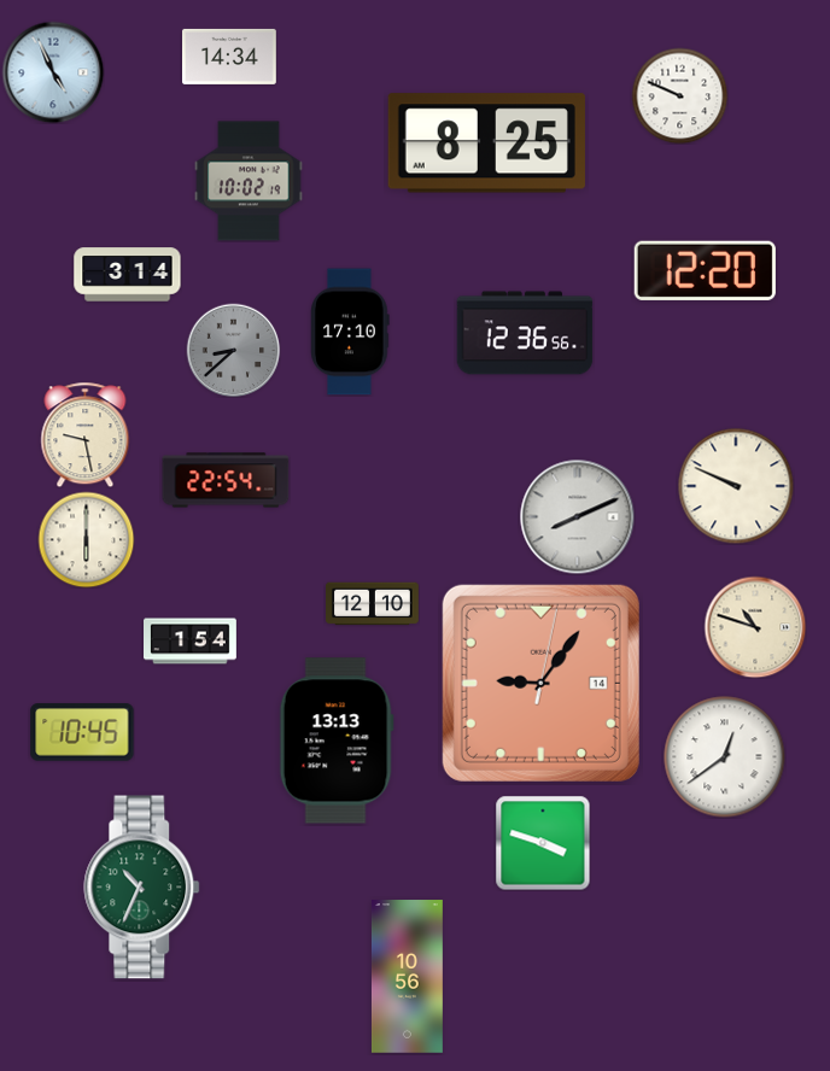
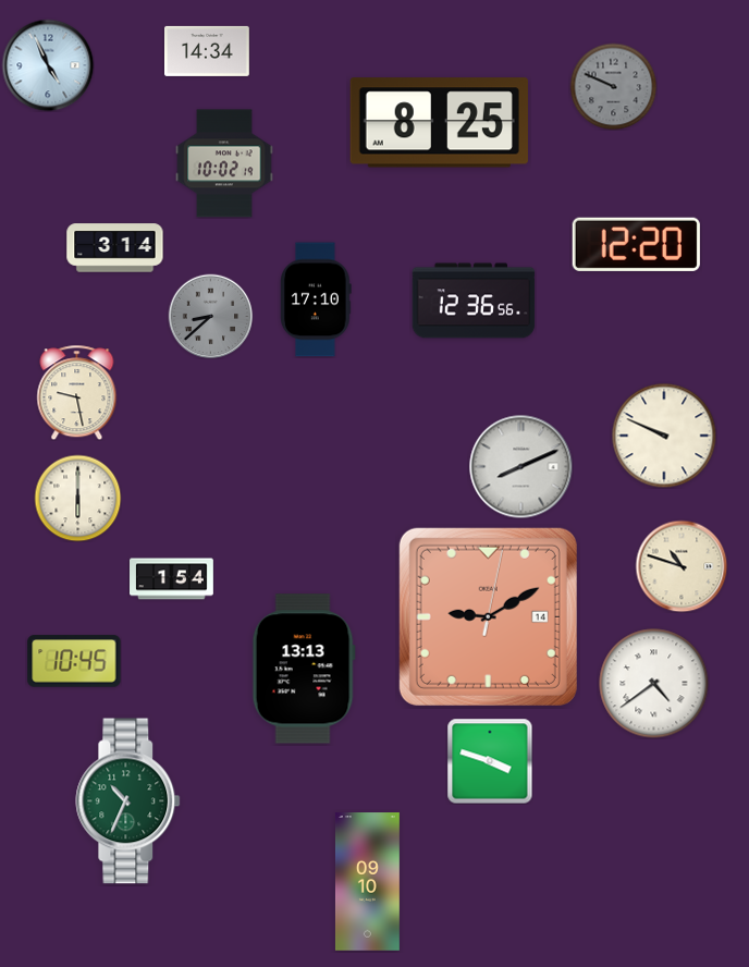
clock at (679, 95) dial: white -> grey
clock at (486, 144) position: (486, 144) -> (439, 123)
clock at (226, 480): 22:54 -> none
clock at (736, 486) position: (736, 486) -> (664, 436)
clock at (86, 539) position: (86, 539) -> (77, 498)
clock at (373, 604): 12:10 -> none
clock at (540, 683): 9:06 -> 9:10
clock at (725, 757): 12:39 -> 4:39
clock at (407, 977): 10:56 -> 09:10
